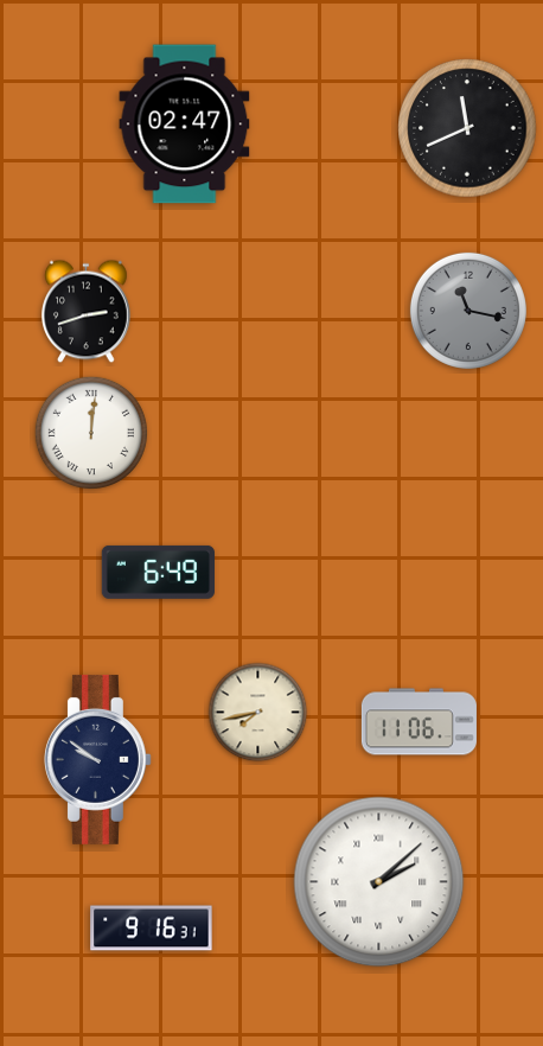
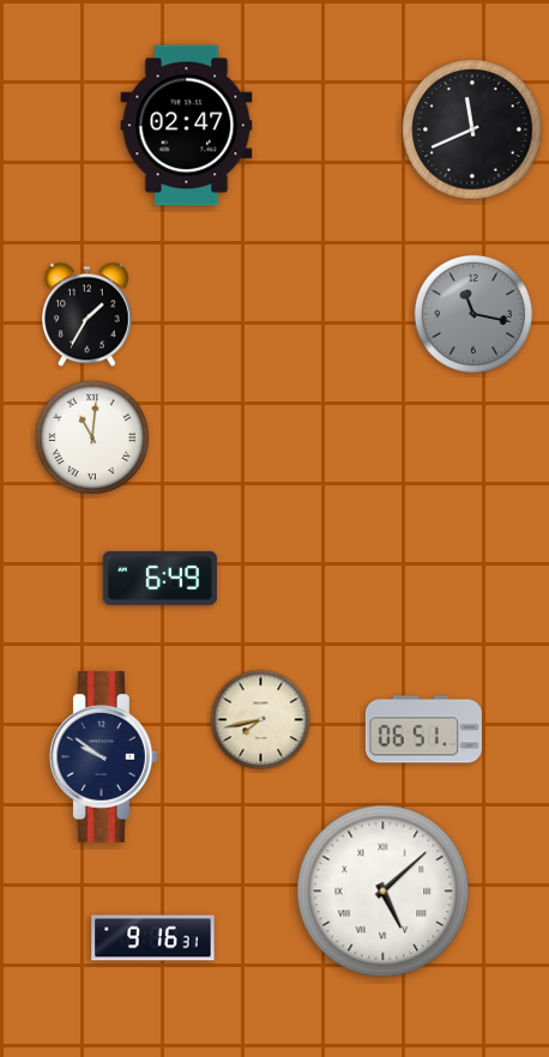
clock at (87, 312): 2:42 -> 1:35
clock at (91, 433): 12:01 -> 11:01
clock at (419, 722): 11:06 -> 06:51
clock at (97, 759) position: (97, 759) -> (103, 756)
clock at (379, 882): 2:08 -> 5:08
